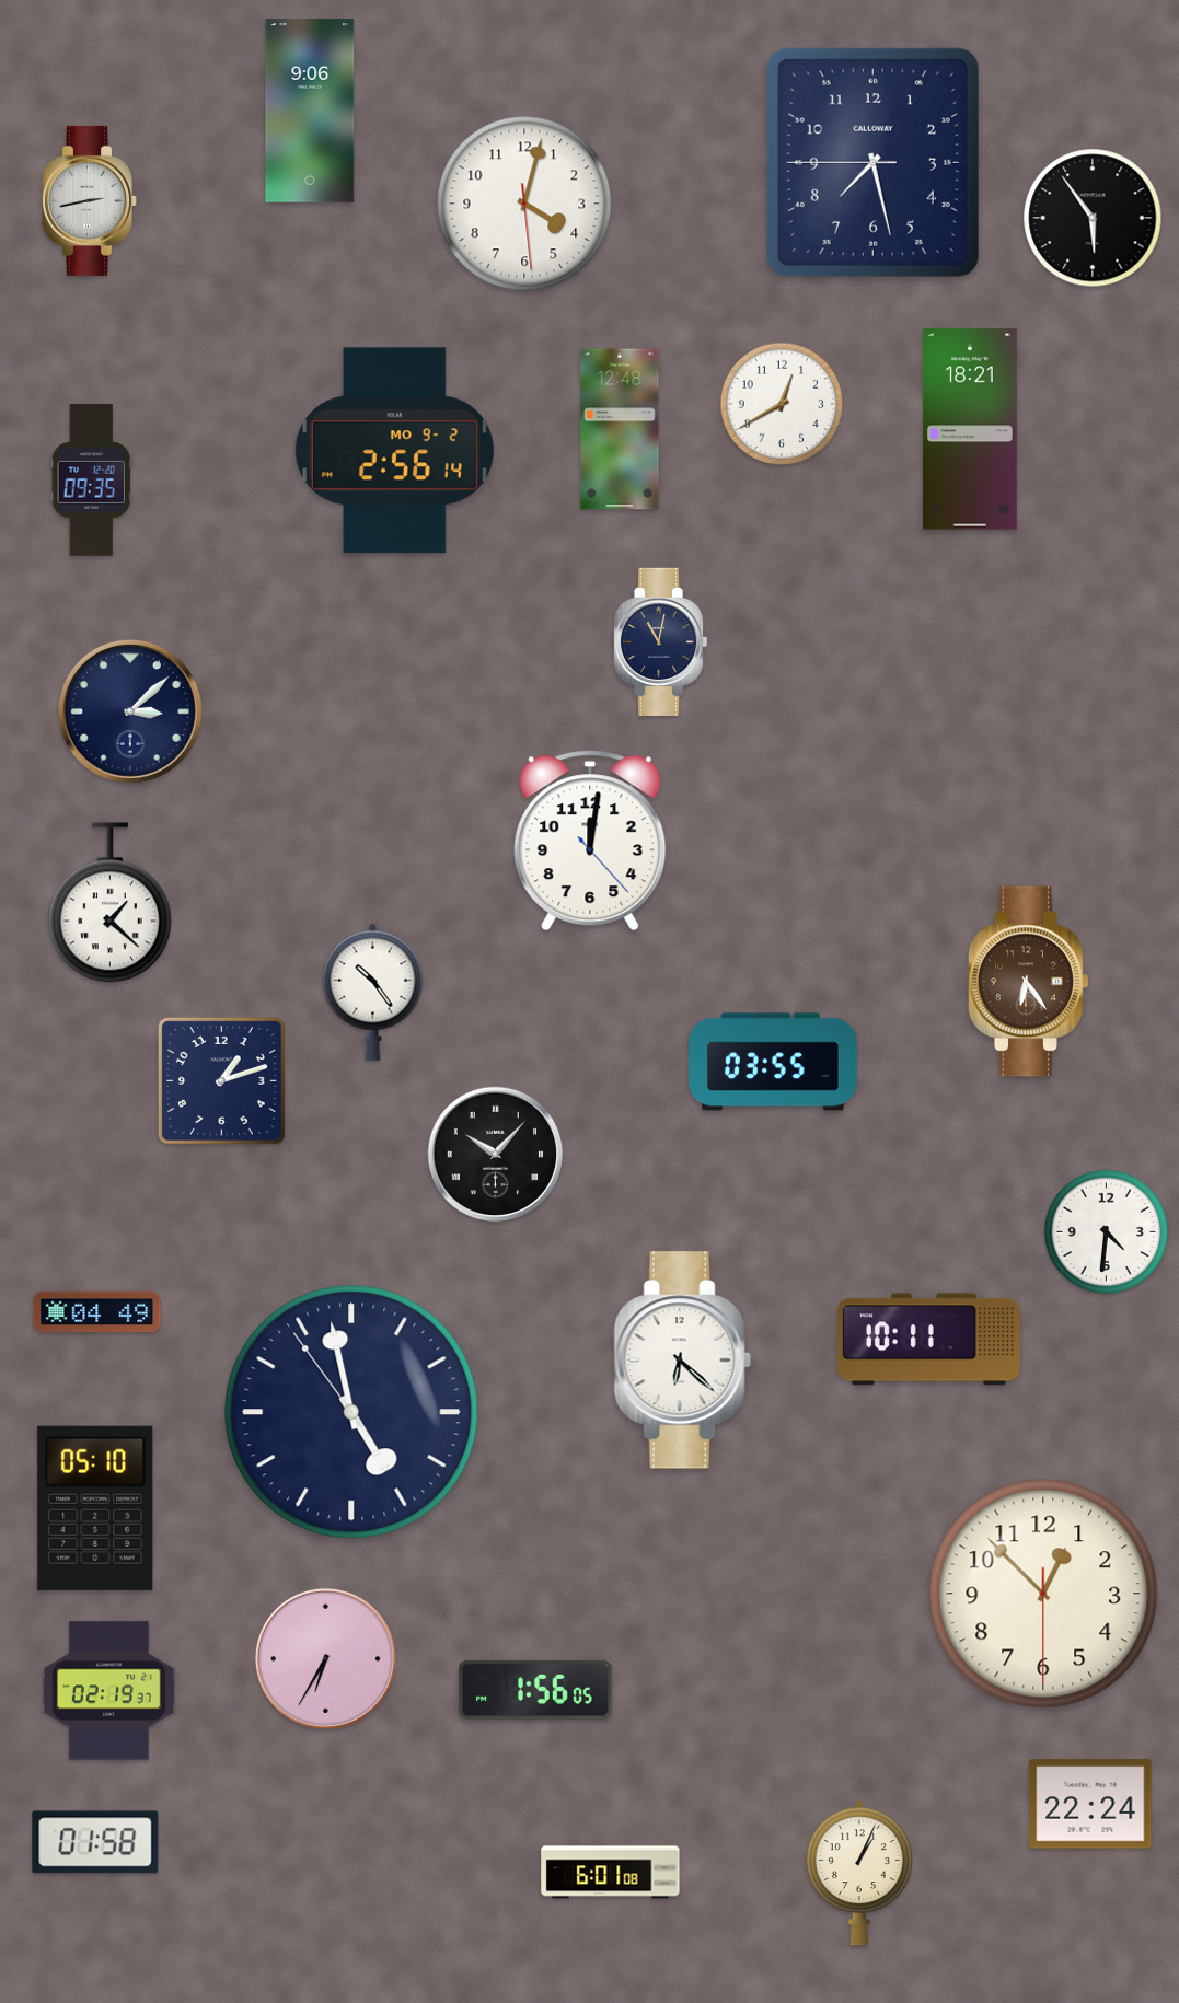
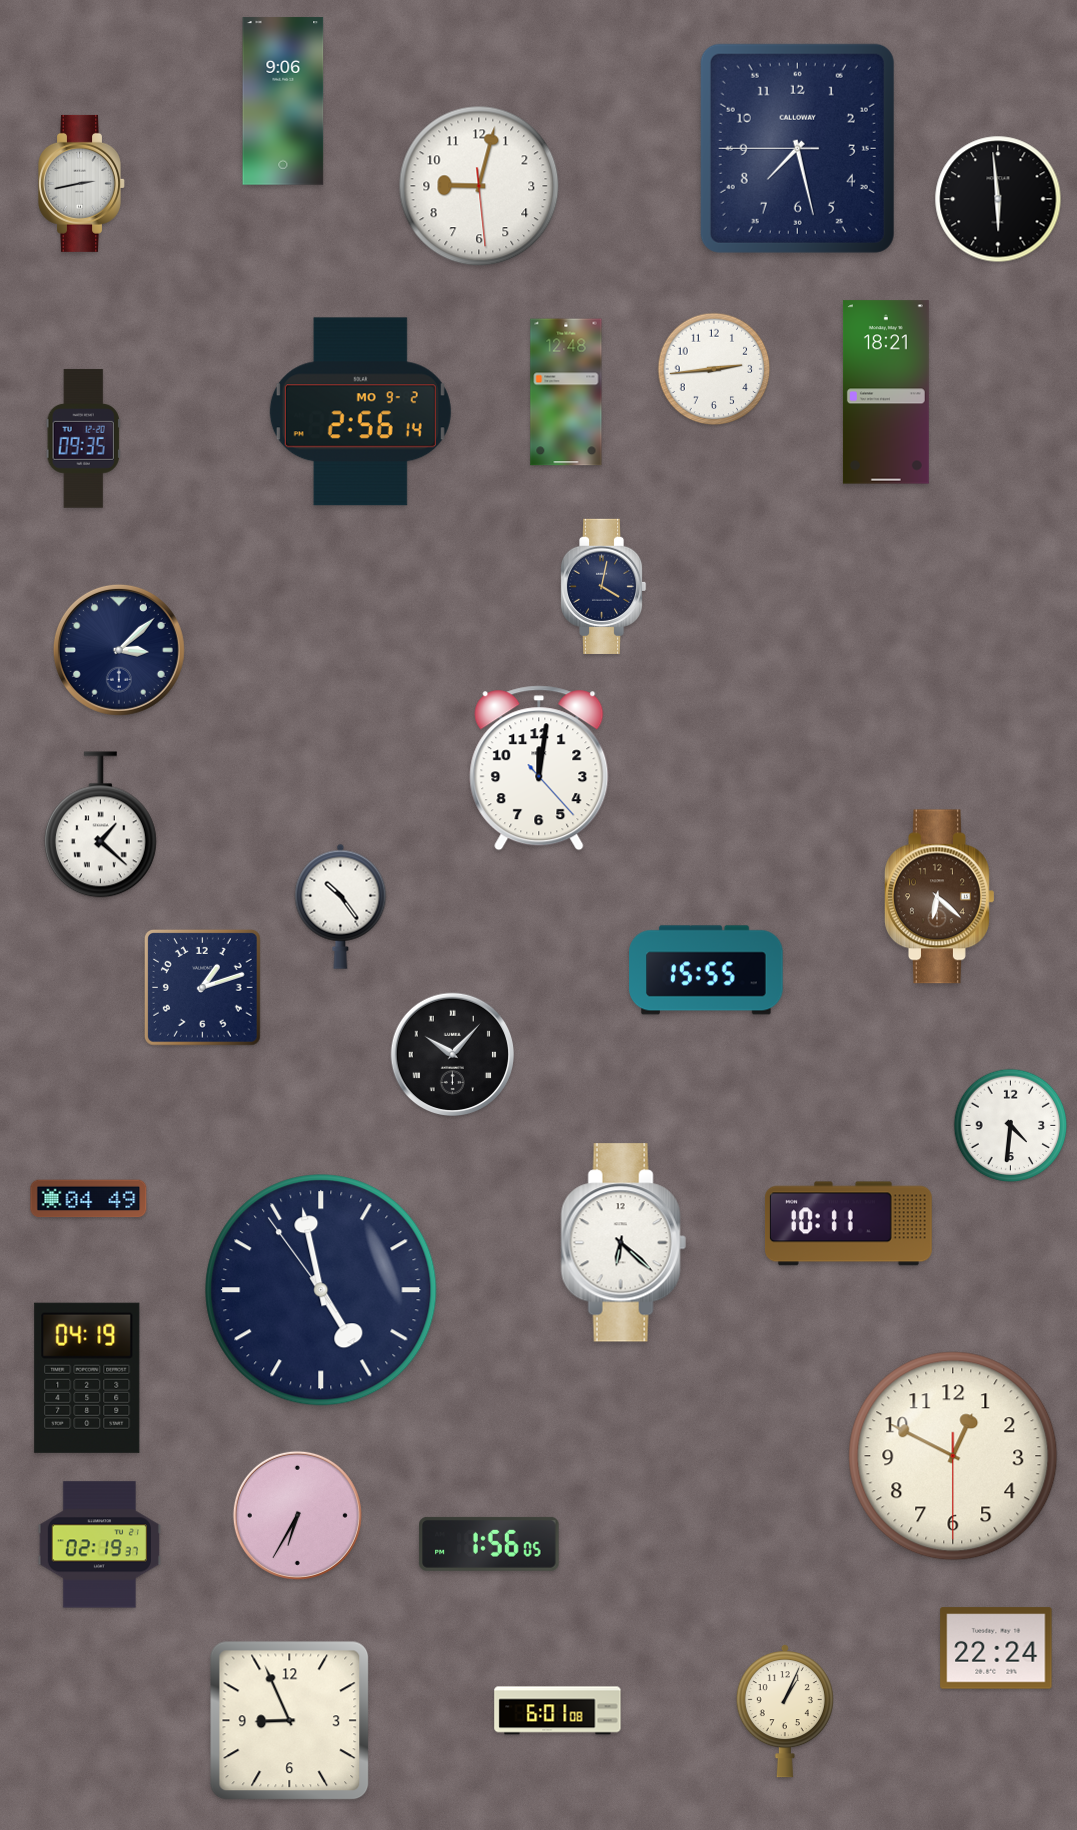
clock at (524, 204): 4:02 -> 9:02
clock at (1093, 218): 5:54 -> 5:59
clock at (782, 404): 12:40 -> 2:44
clock at (660, 641): 11:02 -> 4:02
clock at (1029, 982): 6:24 -> 6:22
clock at (773, 1062): 03:55 -> 15:55
clock at (95, 1508): 05:10 -> 04:19
clock at (1043, 1594): 12:52 -> 12:49
clock at (95, 1842): 01:58 -> none
clock at (290, 1721): none -> 8:56
